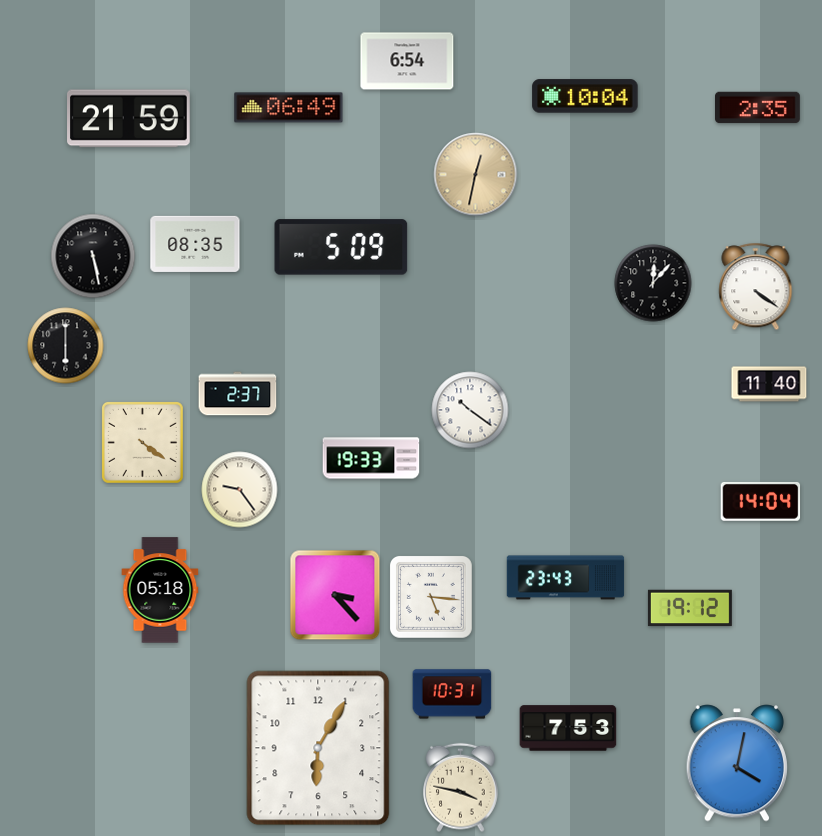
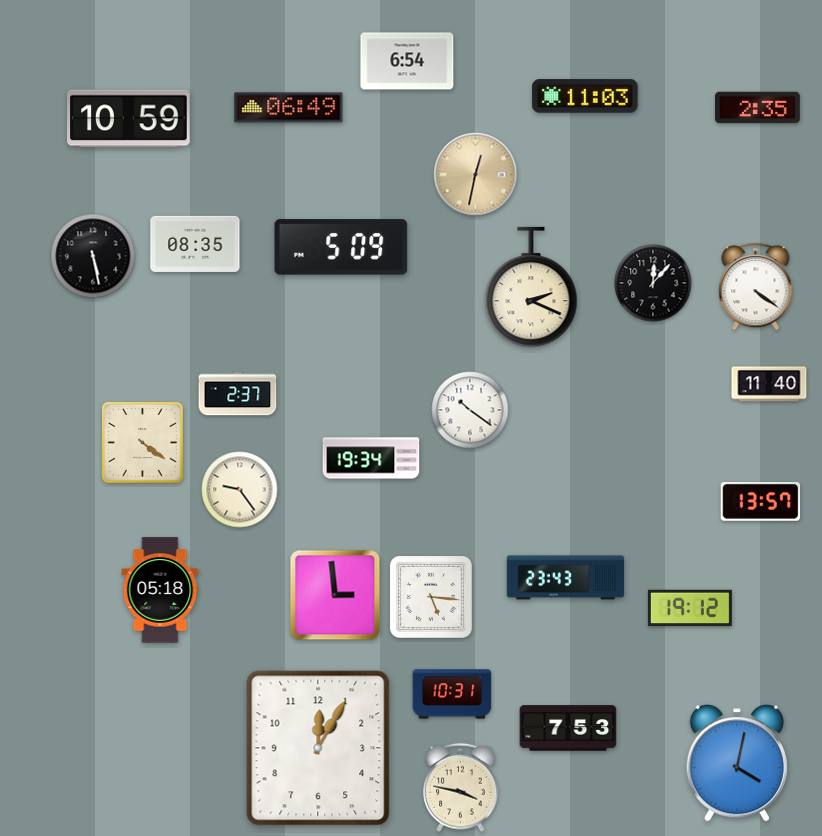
clock at (585, 96): 10:04 -> 11:03
clock at (129, 119): 21:59 -> 10:59
clock at (531, 287): none -> 2:19
clock at (66, 346): 6:00 -> none
clock at (371, 458): 19:33 -> 19:34
clock at (761, 502): 14:04 -> 13:57
clock at (335, 595): 3:23 -> 2:59
clock at (318, 748): 6:05 -> 12:05
